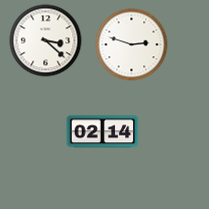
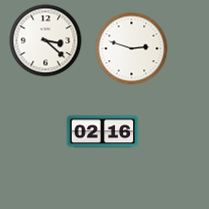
clock at (132, 45) position: (132, 45) -> (132, 49)
clock at (103, 132): 02:14 -> 02:16
